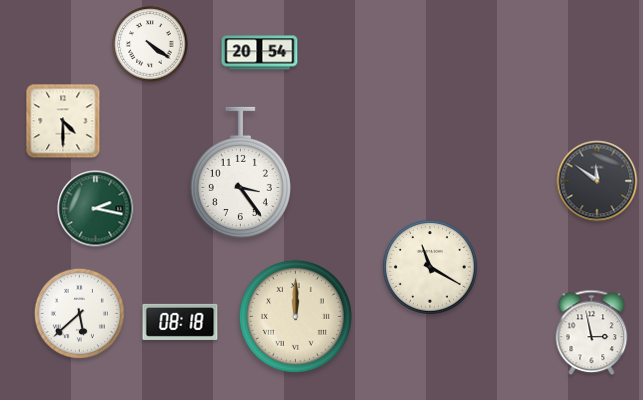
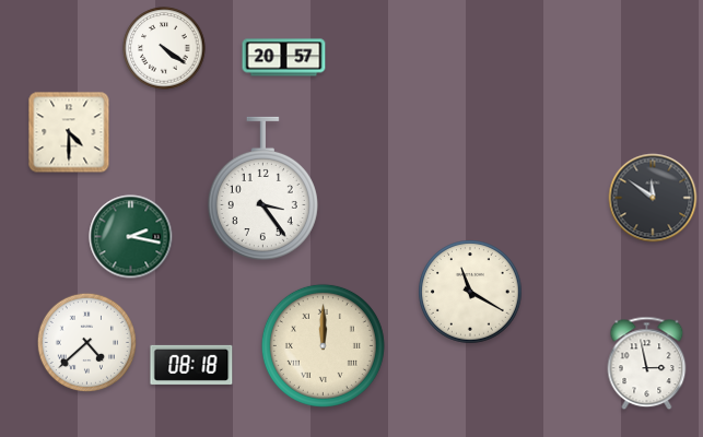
clock at (260, 53): 20:54 -> 20:57
clock at (96, 209) position: (96, 209) -> (131, 237)
clock at (79, 313): 5:38 -> 4:38
clock at (180, 322) position: (180, 322) -> (191, 365)
